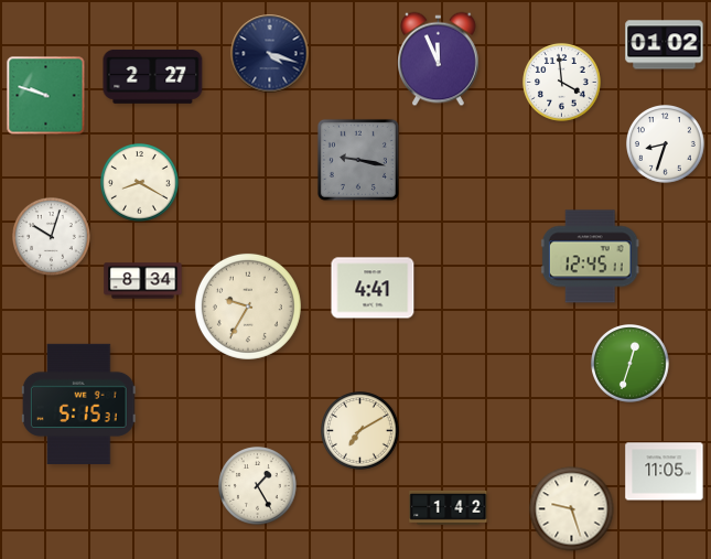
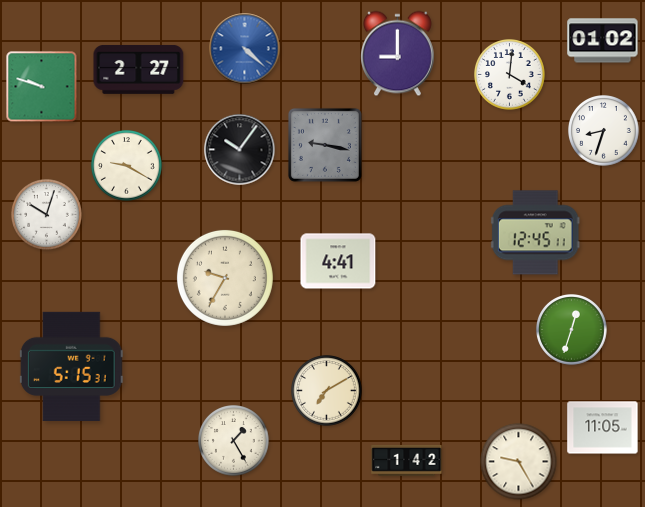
clock at (270, 54): 4:18 -> 4:22
clock at (270, 54) dial: navy -> blue
clock at (439, 60): 11:56 -> 9:00
clock at (562, 83): 3:59 -> 4:01
clock at (240, 150): none -> 10:06
clock at (140, 183): 8:20 -> 9:20
clock at (143, 281): 8:34 -> none
clock at (572, 509): 9:27 -> 9:25
